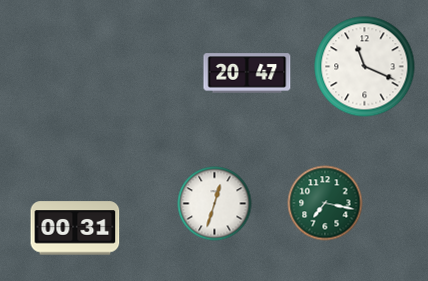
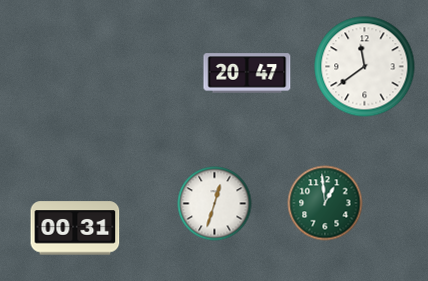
clock at (365, 67): 11:19 -> 11:39
clock at (325, 203): 7:17 -> 12:59
